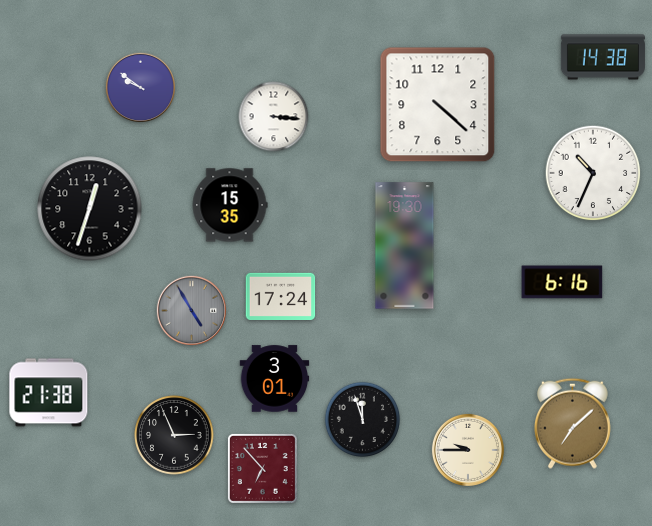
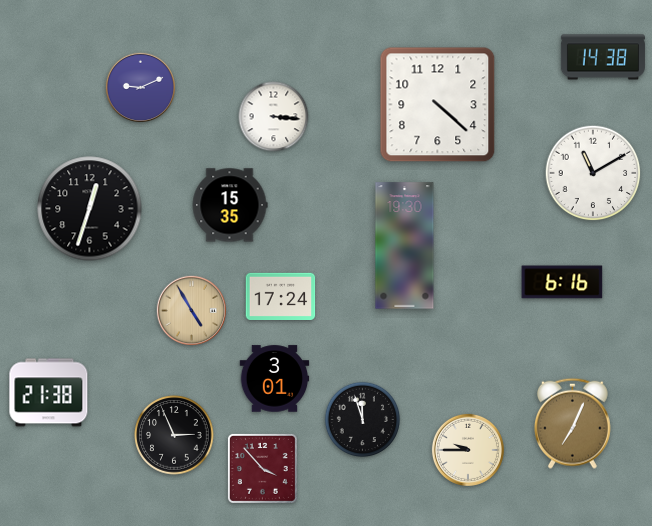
clock at (141, 88): 9:51 -> 9:11
clock at (593, 173): 10:34 -> 11:10
clock at (192, 311) dial: grey -> champagne
clock at (572, 423): 7:08 -> 7:04
clock at (262, 468): 6:53 -> 3:53
